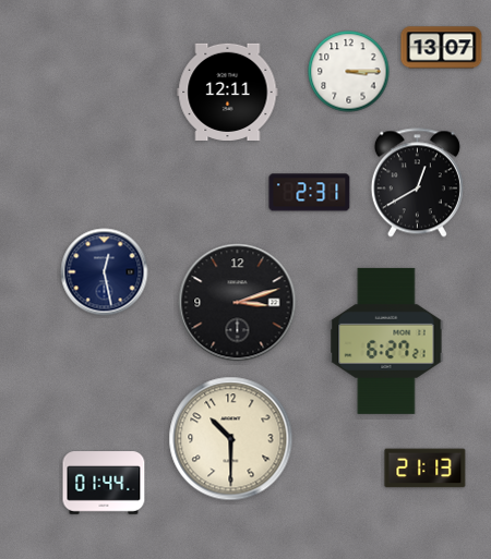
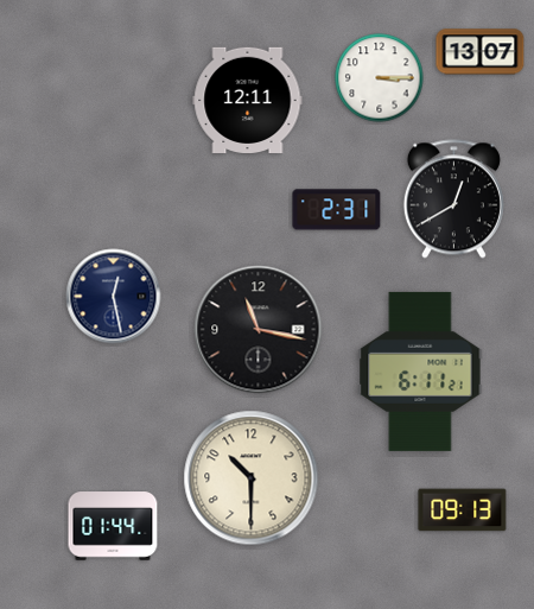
clock at (238, 303): 3:12 -> 11:17
clock at (386, 341): 6:27 -> 6:11
clock at (426, 469): 21:13 -> 09:13
